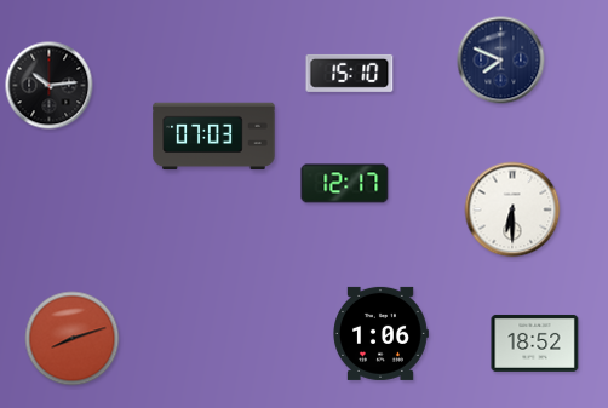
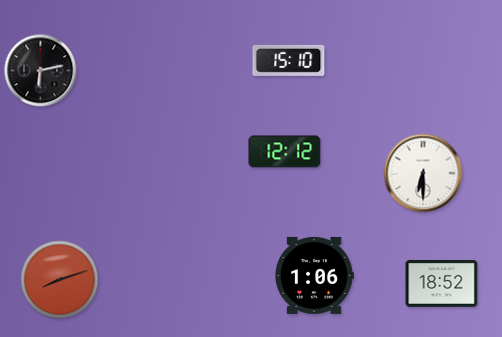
clock at (501, 61): 7:49 -> none
clock at (50, 86): 10:14 -> 6:13
clock at (214, 137): 07:03 -> none
clock at (345, 184): 12:17 -> 12:12
